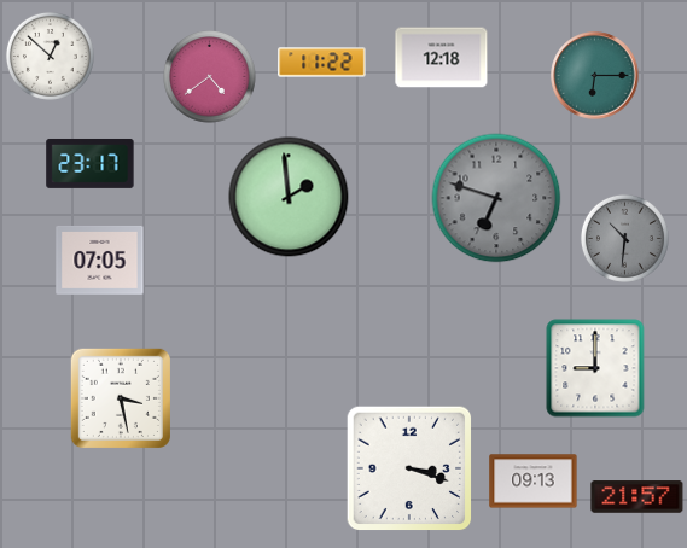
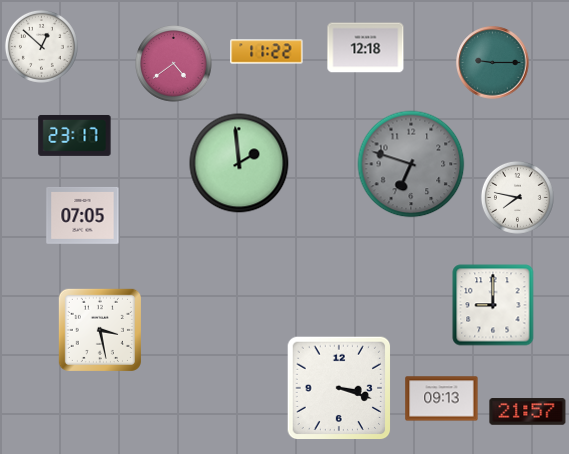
clock at (595, 76): 6:15 -> 9:15
clock at (624, 238): 10:31 -> 7:47
clock at (624, 238) dial: grey -> white
